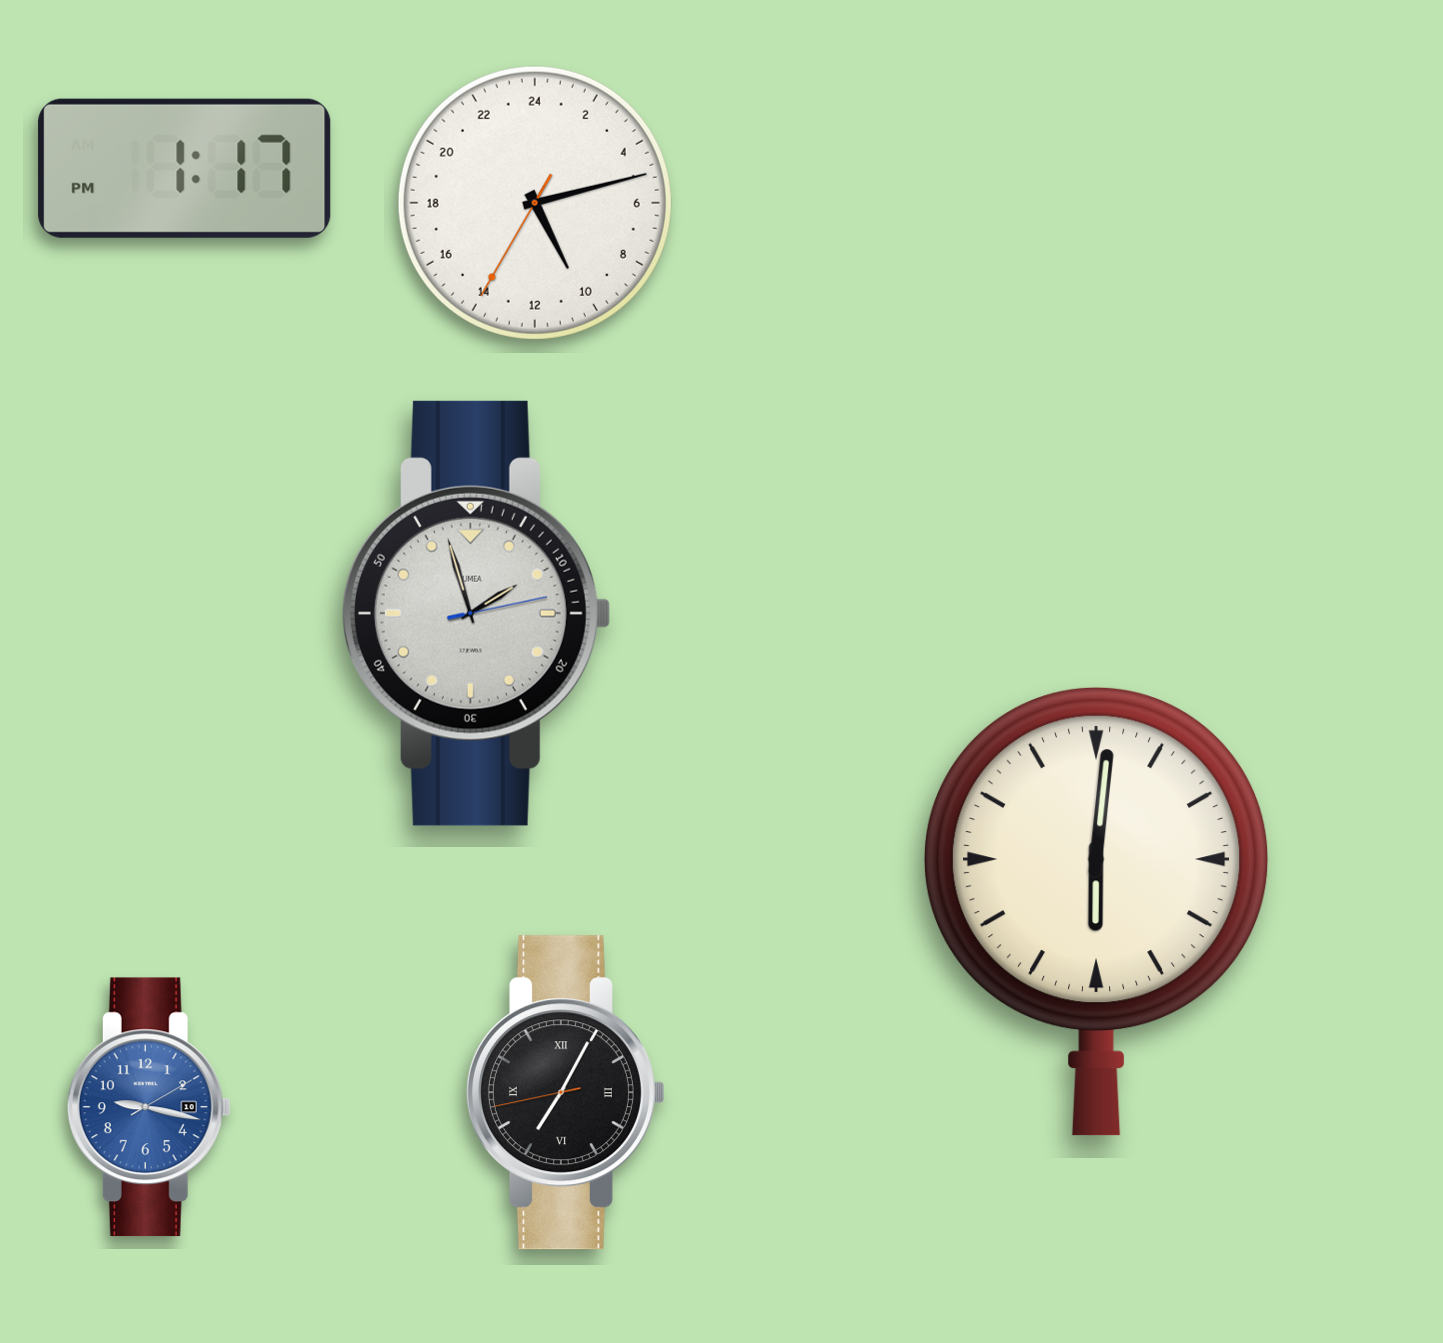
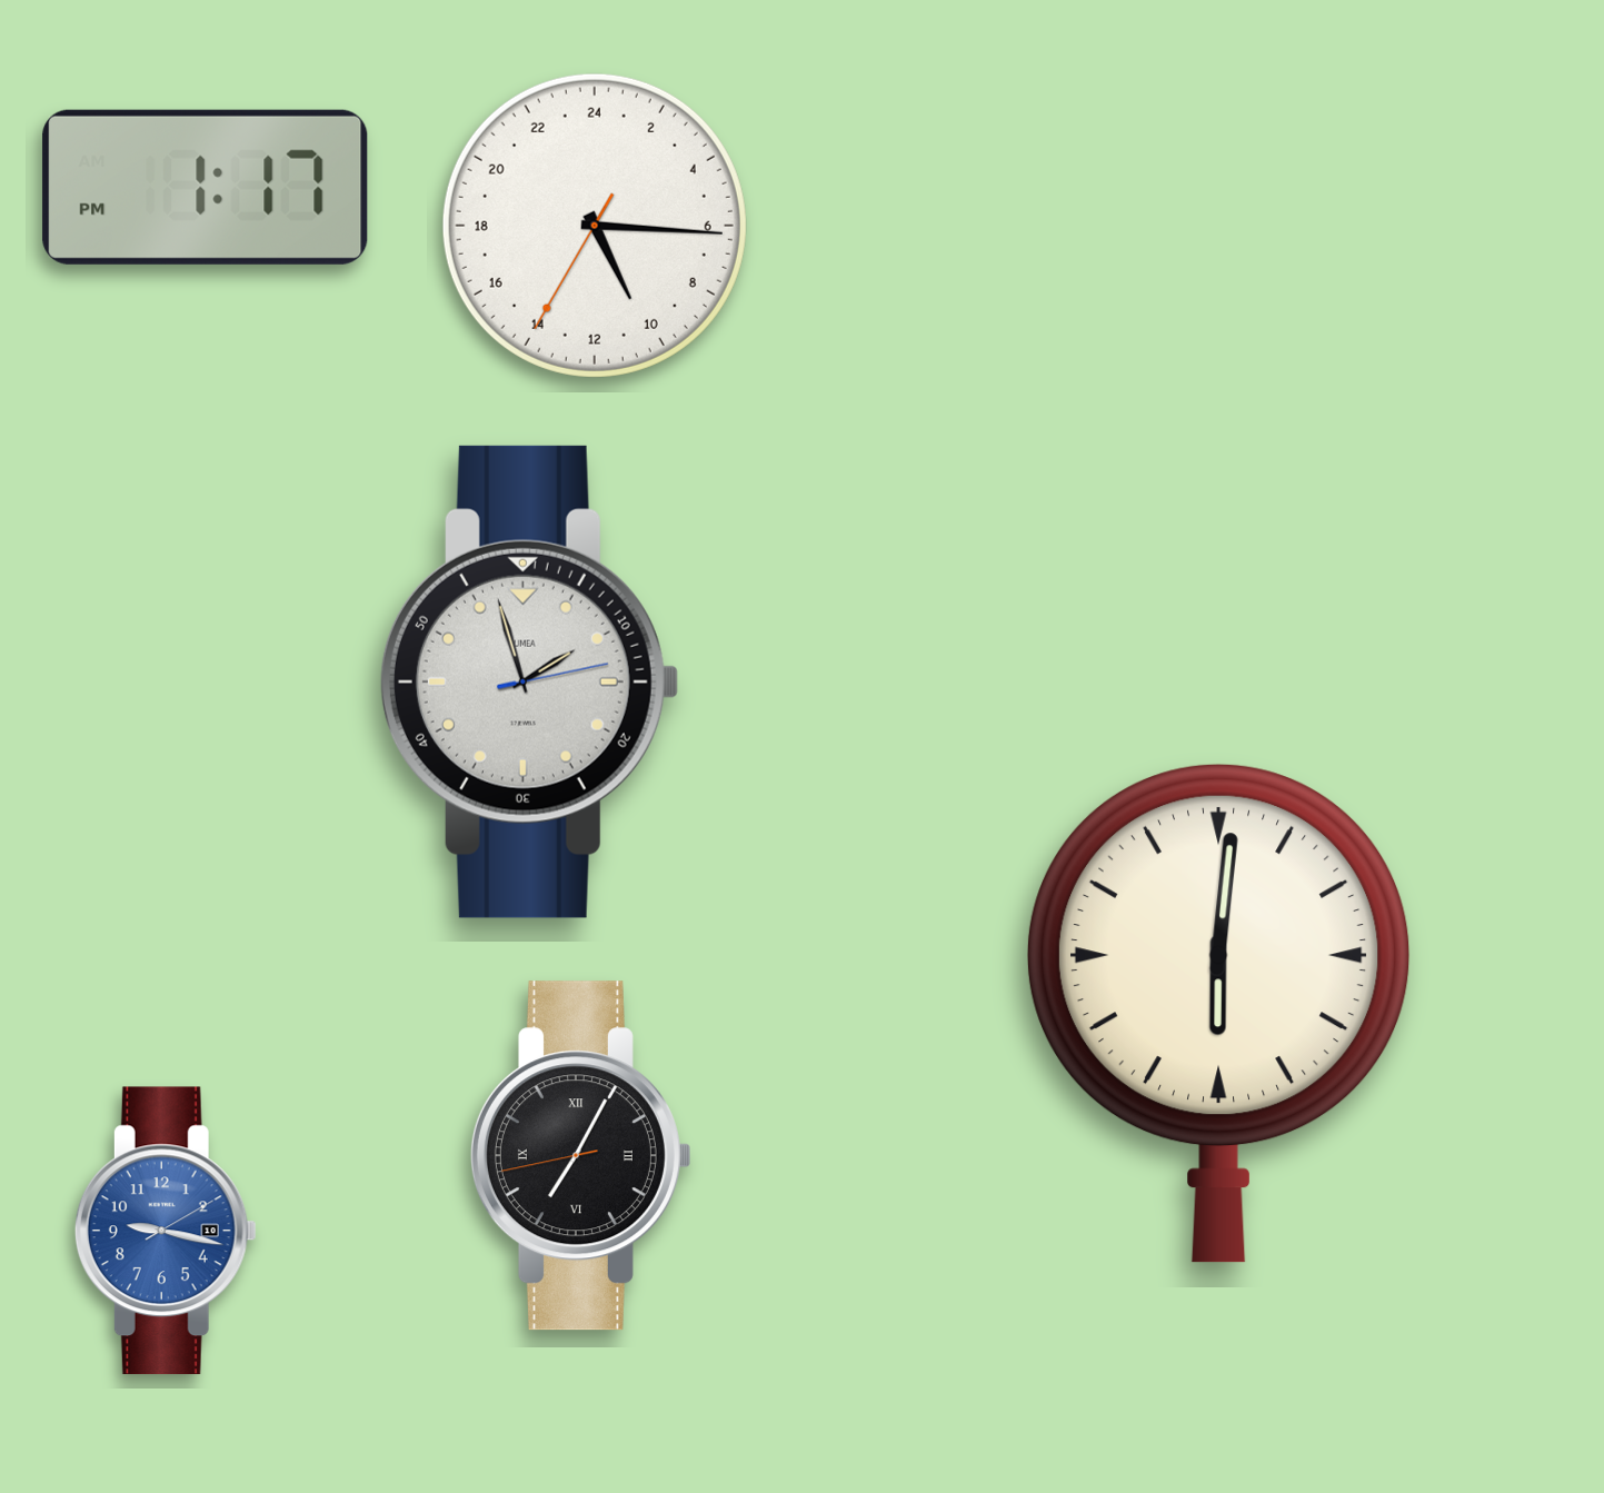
clock at (535, 203): 10:12 -> 10:15
clock at (565, 1093) position: (565, 1093) -> (580, 1156)
